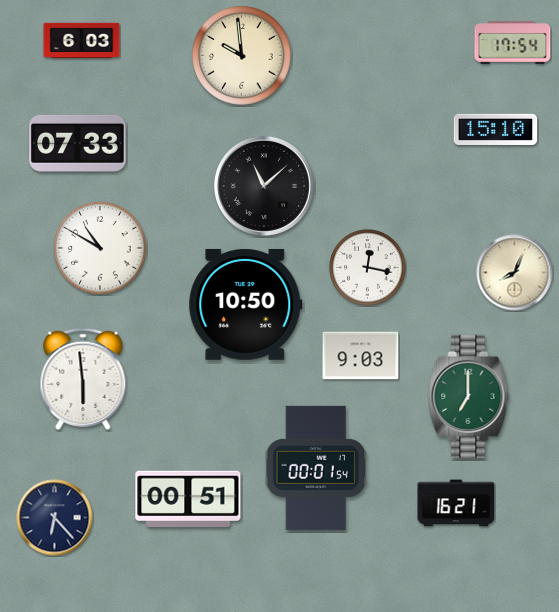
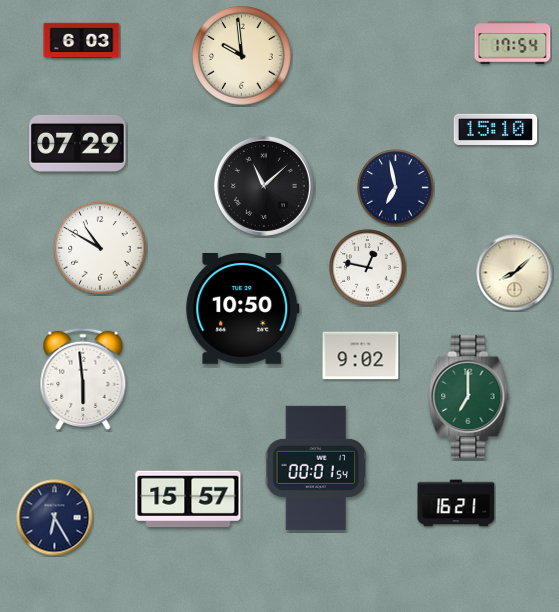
clock at (78, 143): 07:33 -> 07:29
clock at (396, 188): none -> 6:58
clock at (368, 268): 12:17 -> 12:47
clock at (515, 273): 8:04 -> 8:08
clock at (246, 304) position: (246, 304) -> (243, 308)
clock at (361, 356): 9:03 -> 9:02
clock at (188, 499): 00:51 -> 15:57
clock at (55, 518): 6:23 -> 6:25
